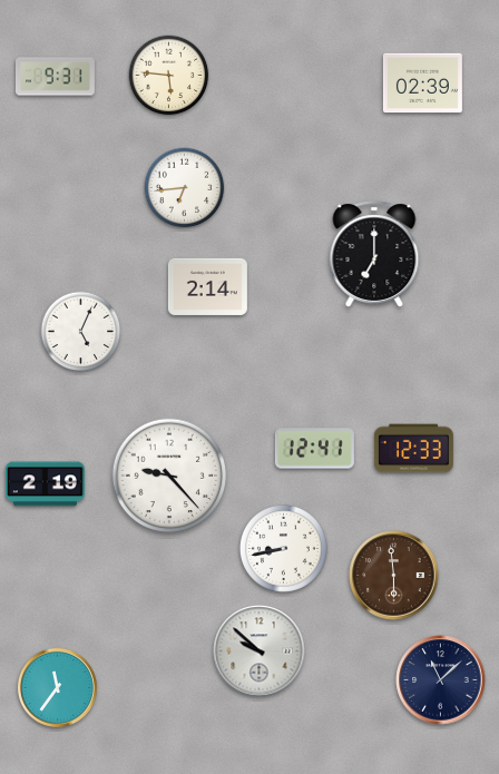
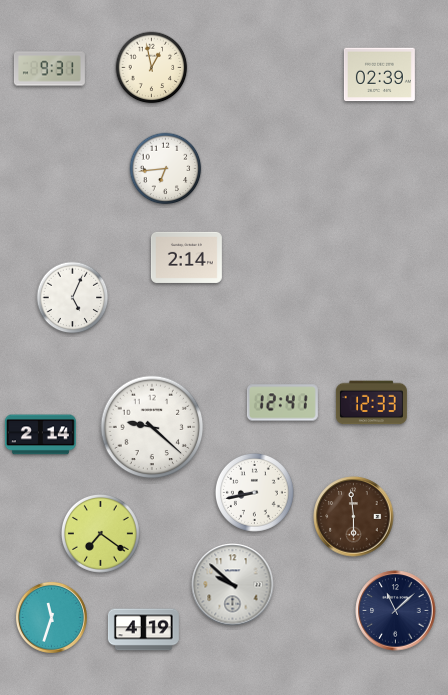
clock at (169, 76): 5:46 -> 12:58
clock at (374, 254): 7:00 -> none
clock at (169, 476): 9:23 -> 9:22
clock at (45, 484): 2:19 -> 2:14
clock at (100, 533): none -> 7:21
clock at (57, 687): 11:36 -> 11:33
clock at (143, 630): none -> 4:19
